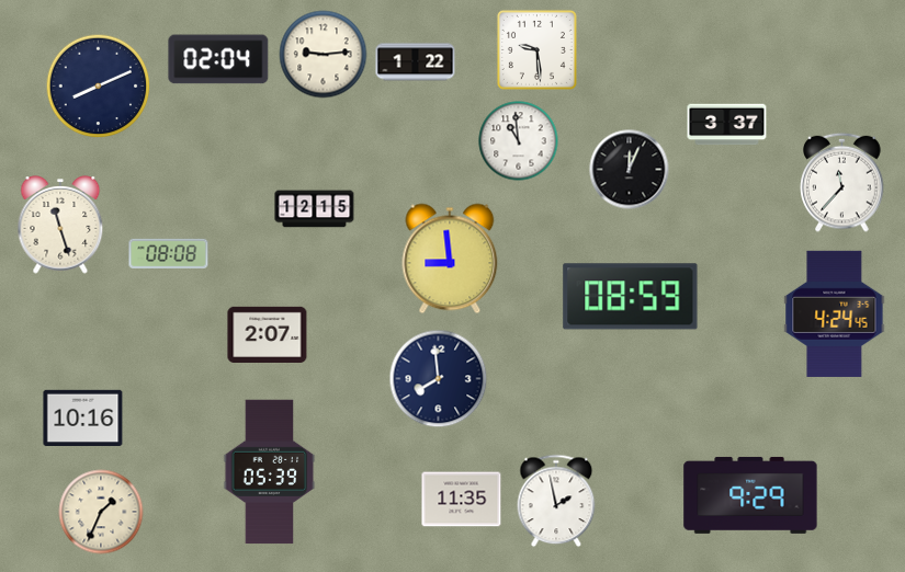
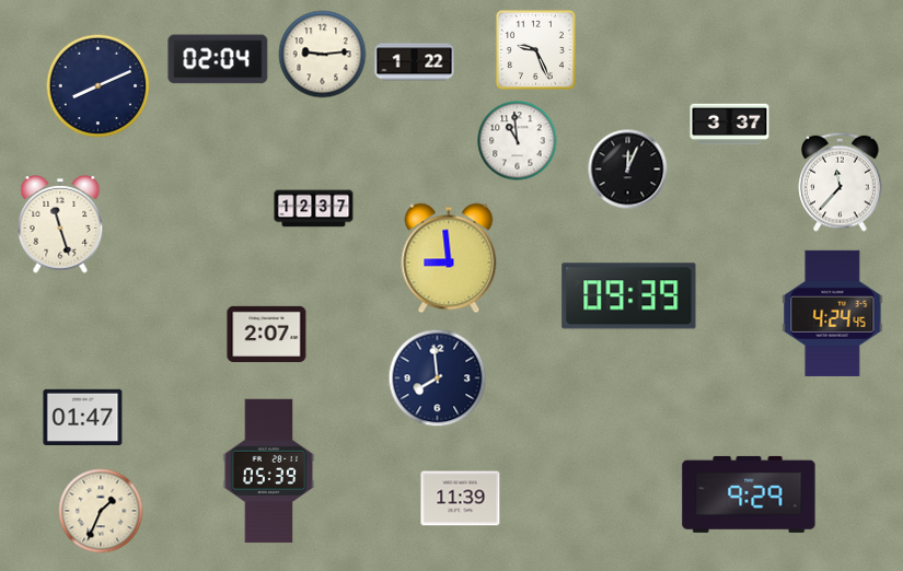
clock at (536, 49): 9:29 -> 9:26
clock at (727, 125) position: (727, 125) -> (730, 125)
clock at (315, 209): 12:15 -> 12:37
clock at (169, 253): 08:08 -> none
clock at (631, 297): 08:59 -> 09:39
clock at (83, 417): 10:16 -> 01:47
clock at (462, 500): 11:35 -> 11:39
clock at (556, 501): 1:58 -> none
